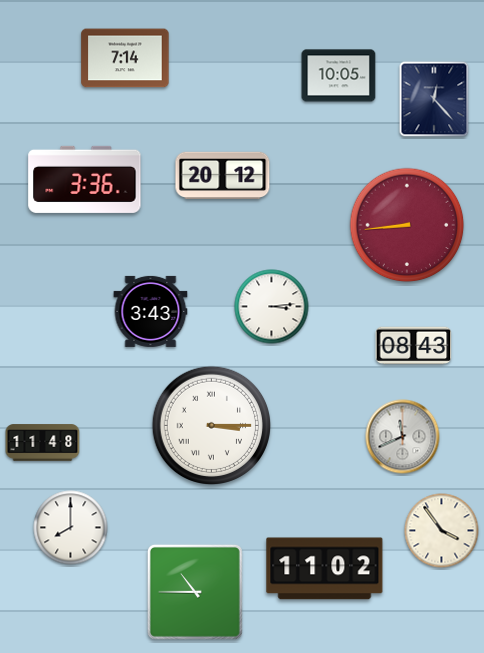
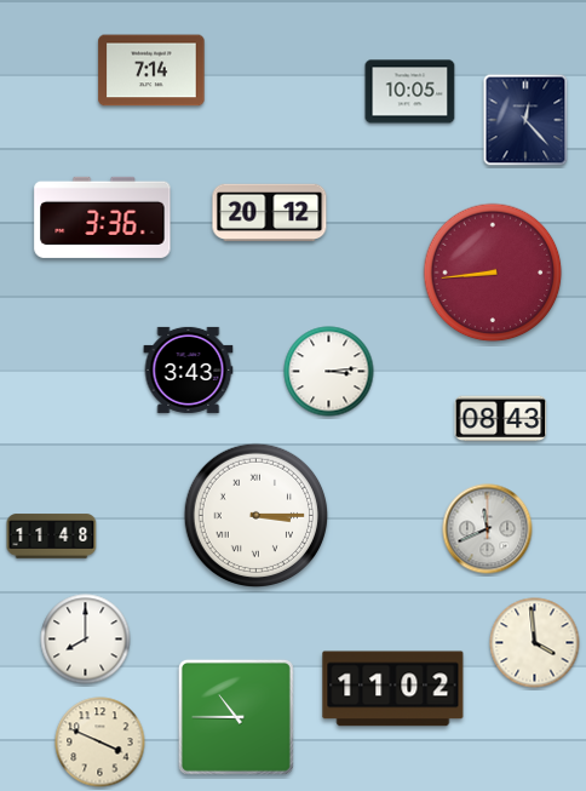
clock at (151, 311) position: (151, 311) -> (189, 369)
clock at (442, 531): 3:54 -> 3:59
clock at (100, 743): none -> 3:49
